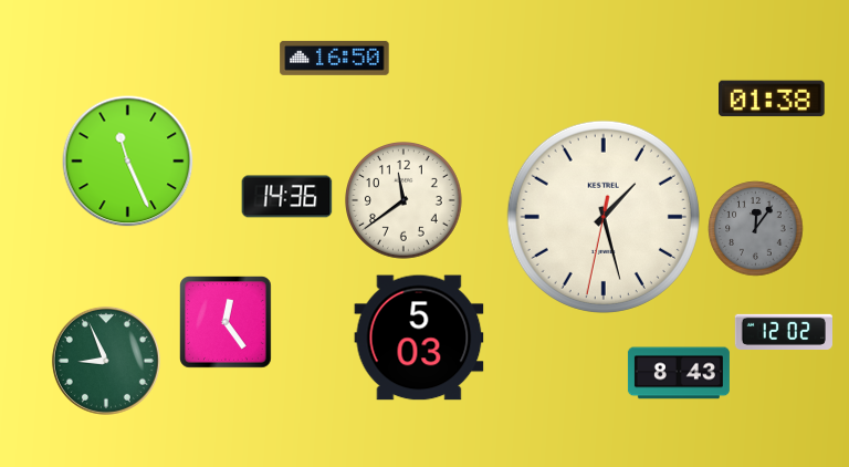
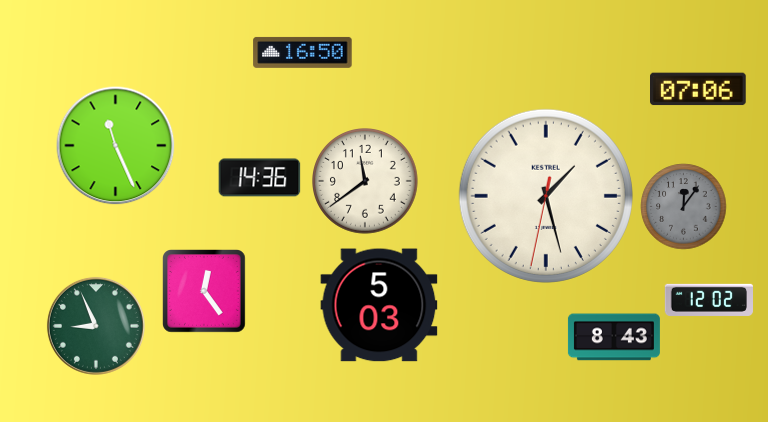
clock at (773, 98): 01:38 -> 07:06
